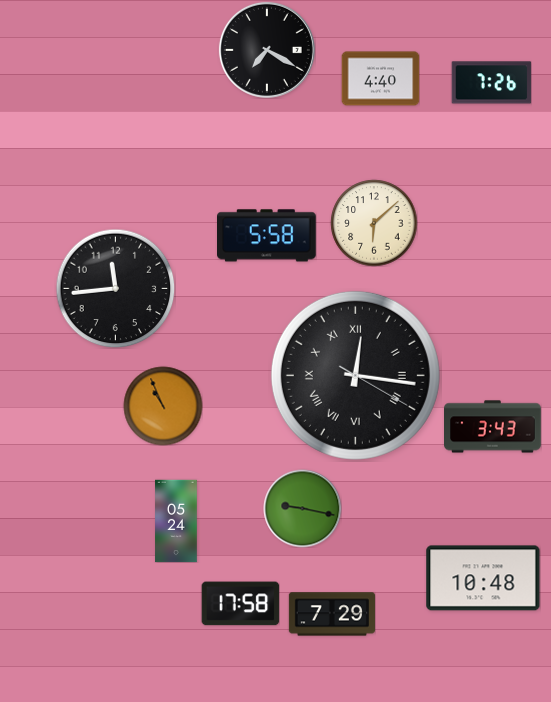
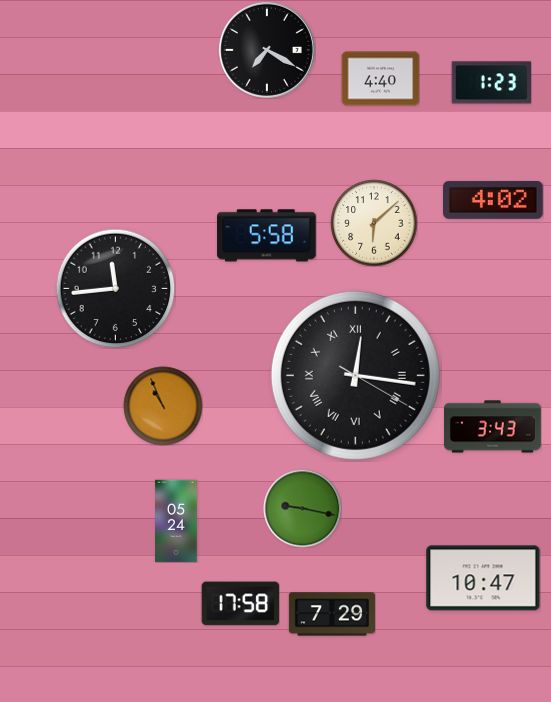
clock at (491, 83): 7:26 -> 1:23
clock at (493, 200): none -> 4:02
clock at (483, 578): 10:48 -> 10:47
